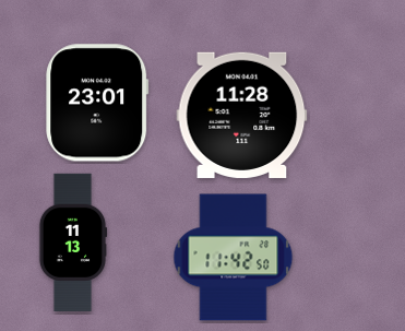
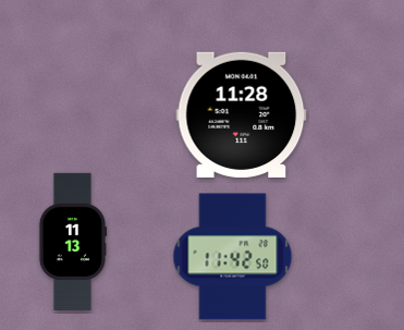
clock at (97, 103): 23:01 -> none
